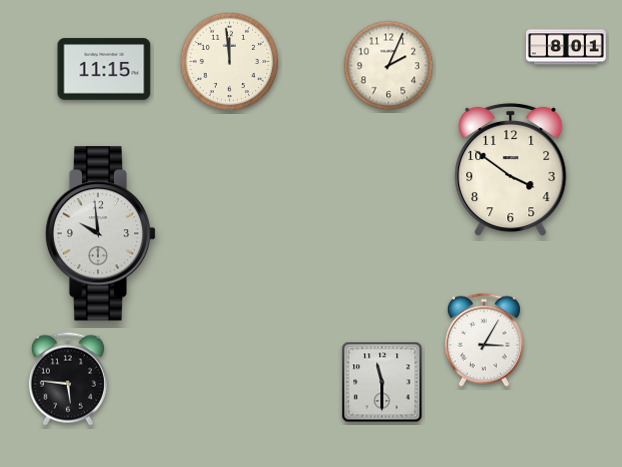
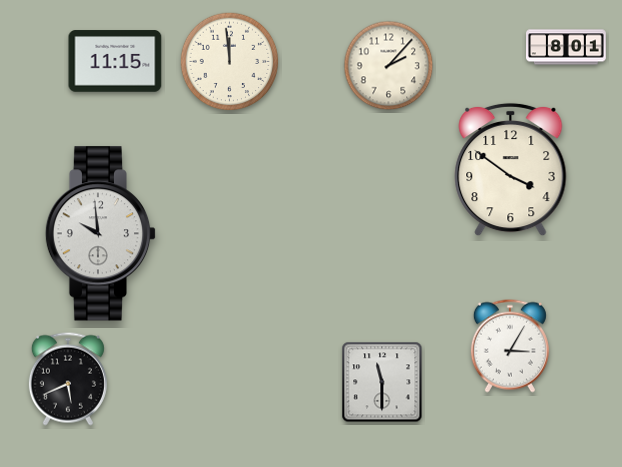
clock at (389, 66): 2:04 -> 2:07
clock at (104, 69) position: (104, 69) -> (115, 61)
clock at (484, 340) position: (484, 340) -> (510, 346)
clock at (68, 379): 5:46 -> 5:41
